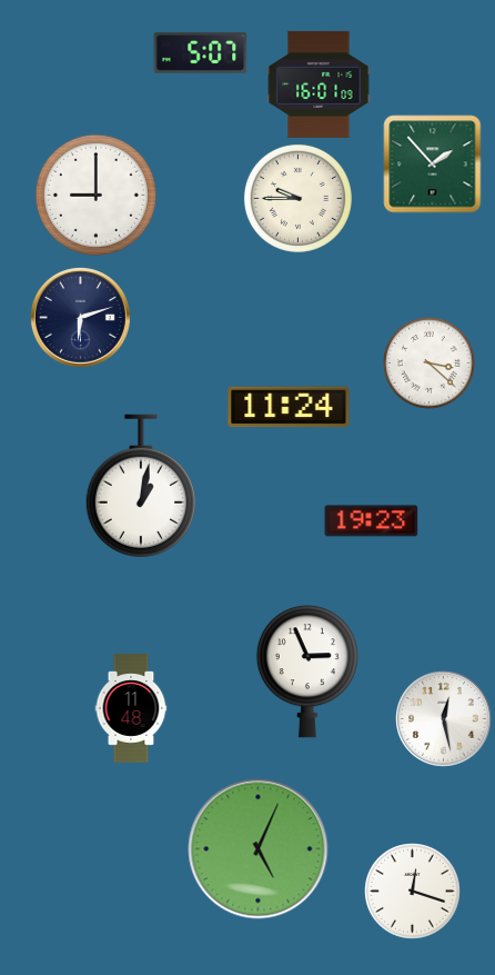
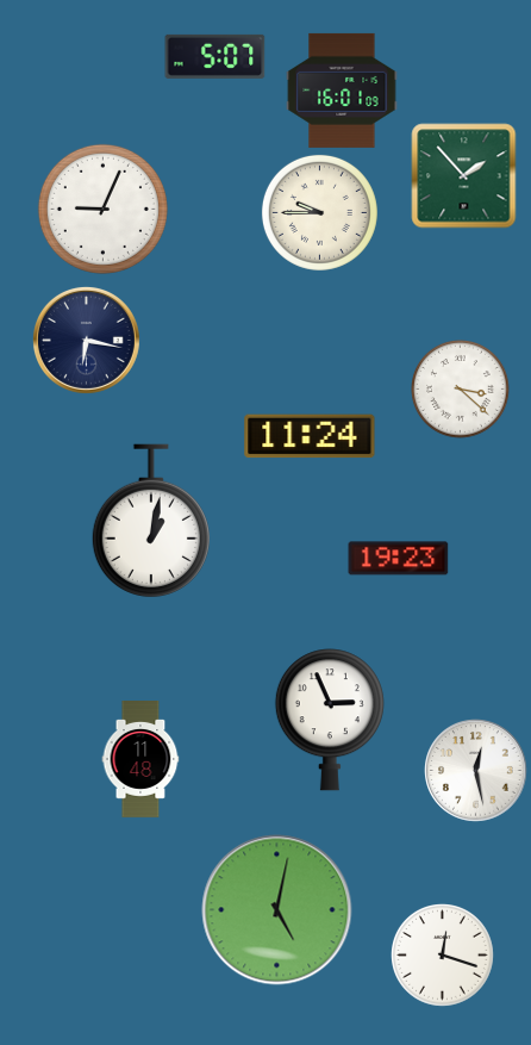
clock at (95, 195): 9:00 -> 9:04
clock at (80, 317): 6:12 -> 6:17
clock at (259, 849): 5:04 -> 5:02
